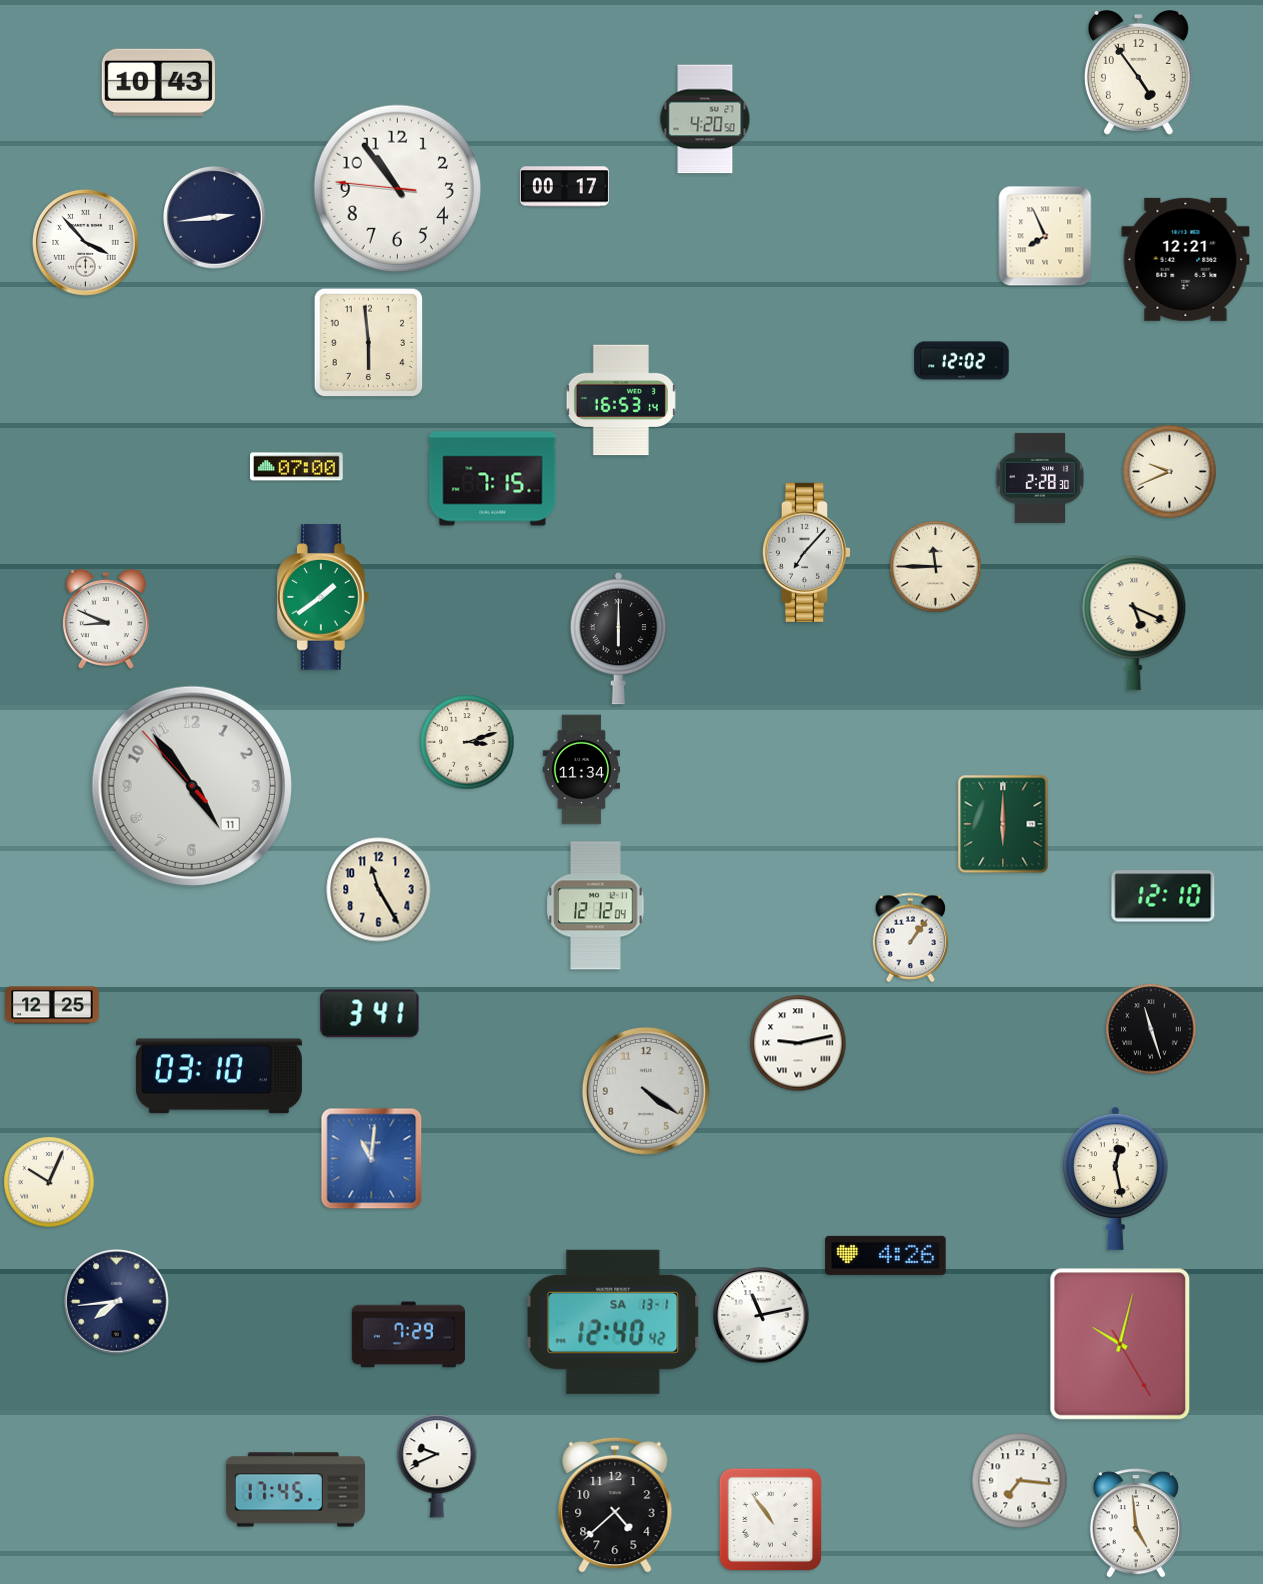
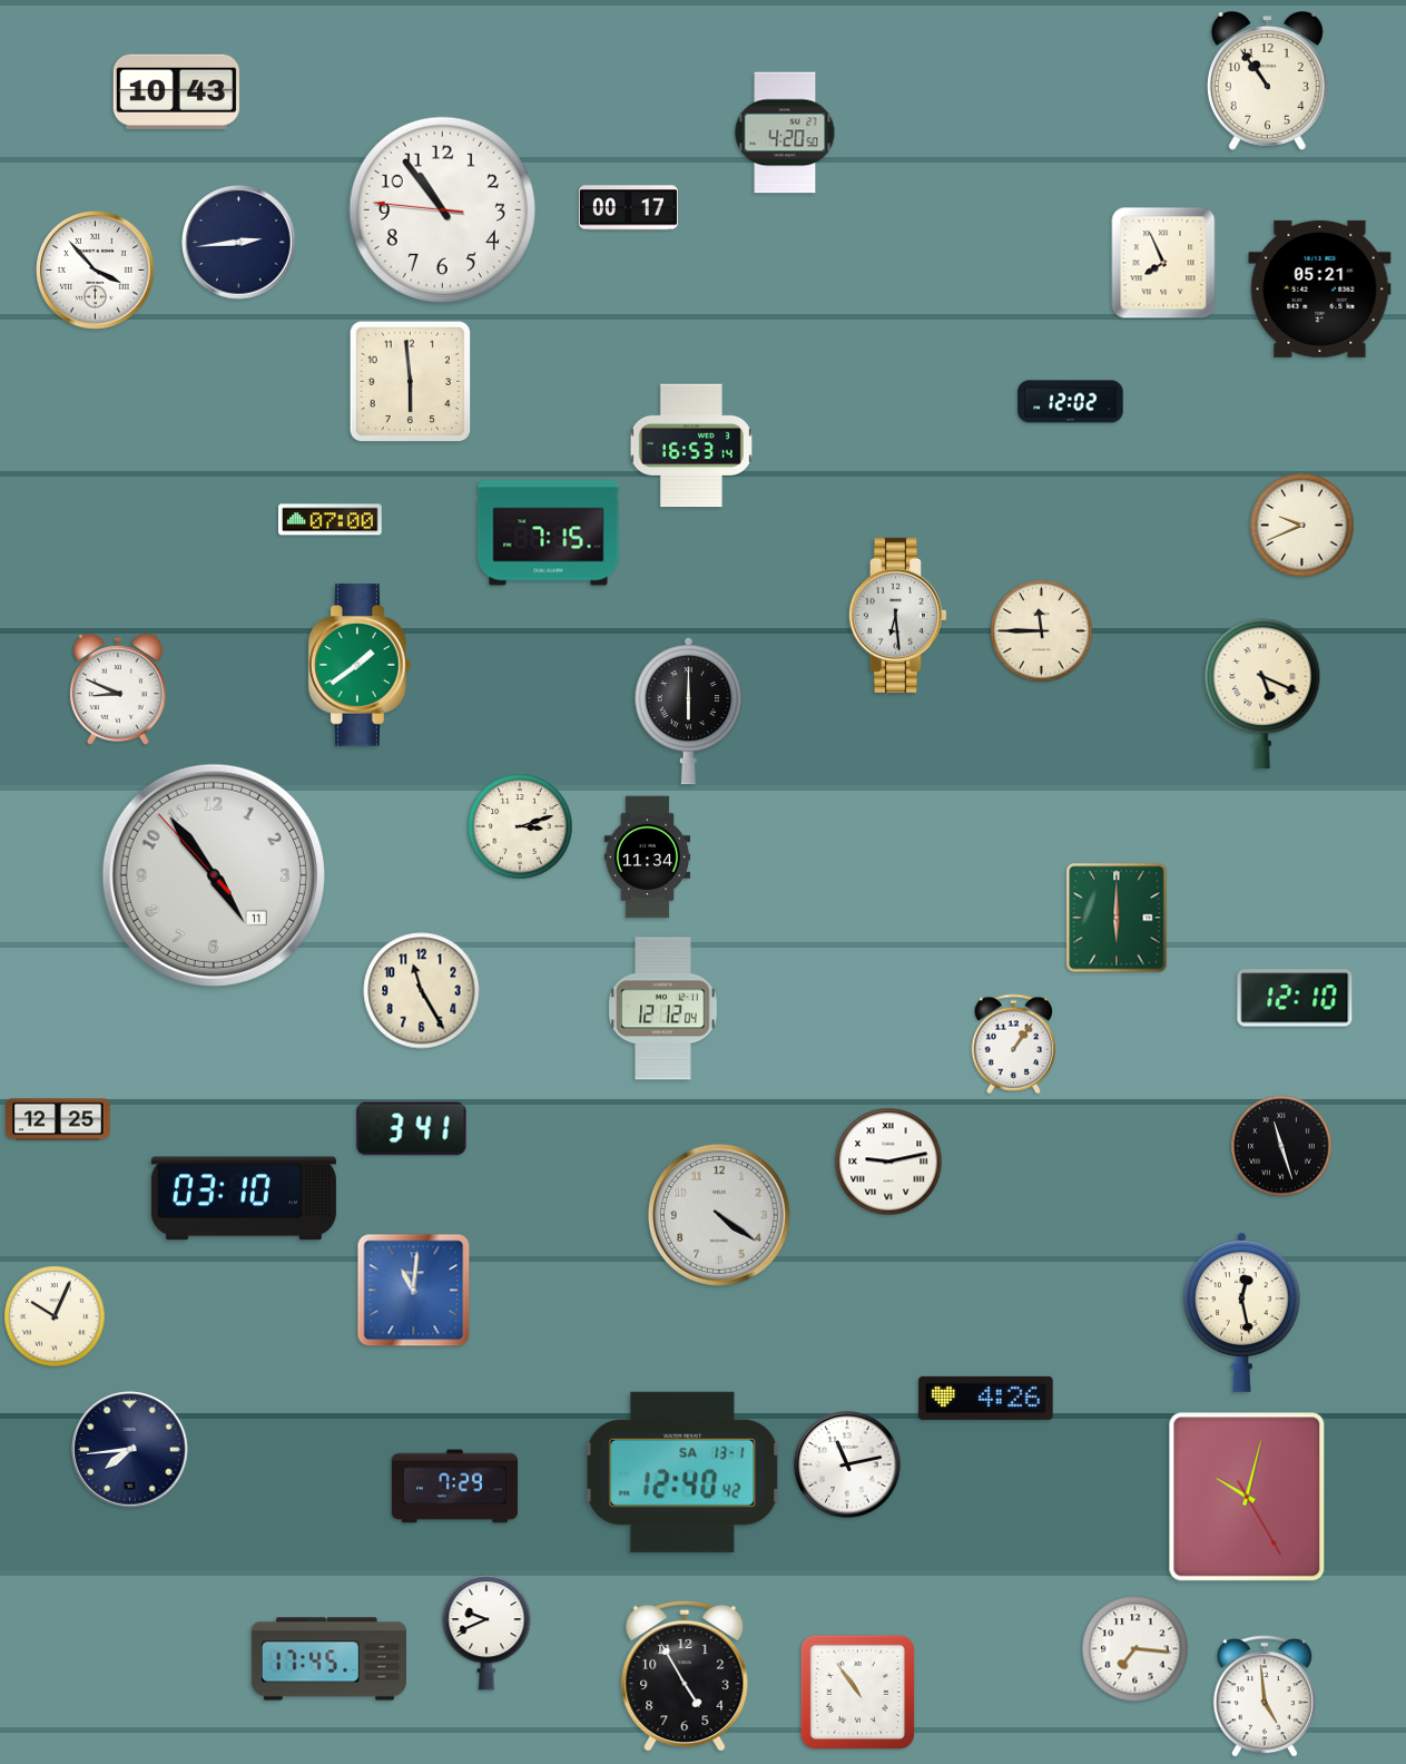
clock at (1138, 73): 4:54 -> 10:54
clock at (1186, 259): 12:21 -> 05:21
clock at (1040, 478): 2:28 -> none
clock at (806, 552): 7:07 -> 6:29
clock at (615, 1505): 4:38 -> 4:55
